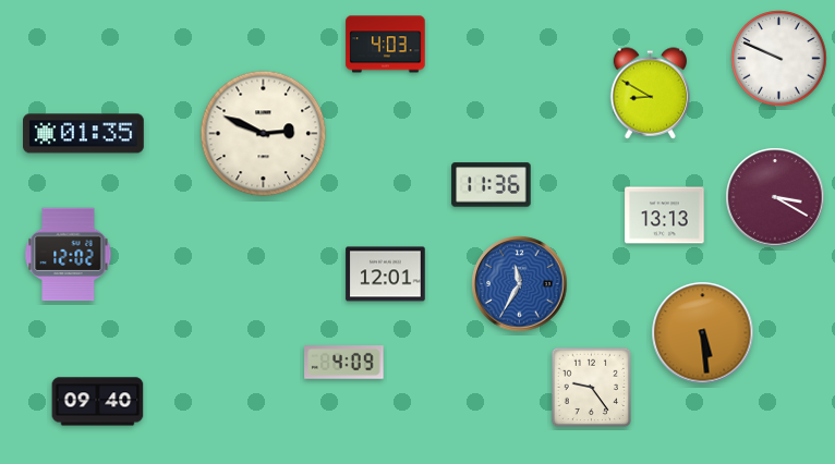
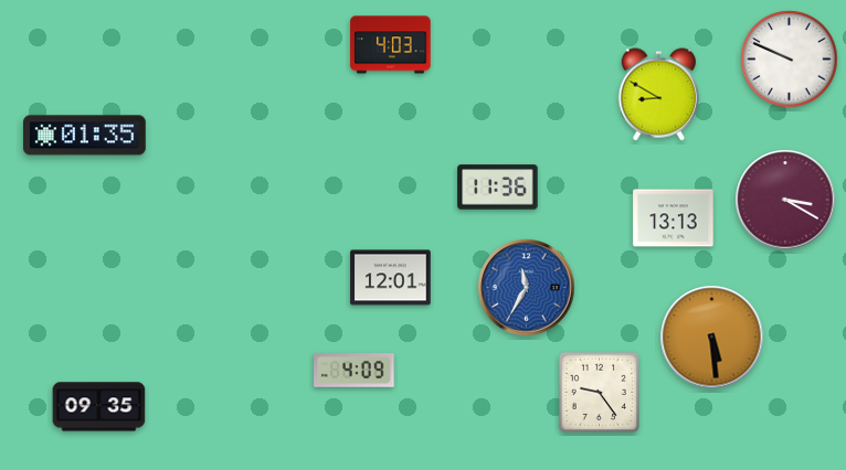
clock at (264, 134): 2:49 -> none
clock at (69, 255): 12:02 -> none
clock at (344, 363) position: (344, 363) -> (355, 371)
clock at (98, 402): 09:40 -> 09:35
